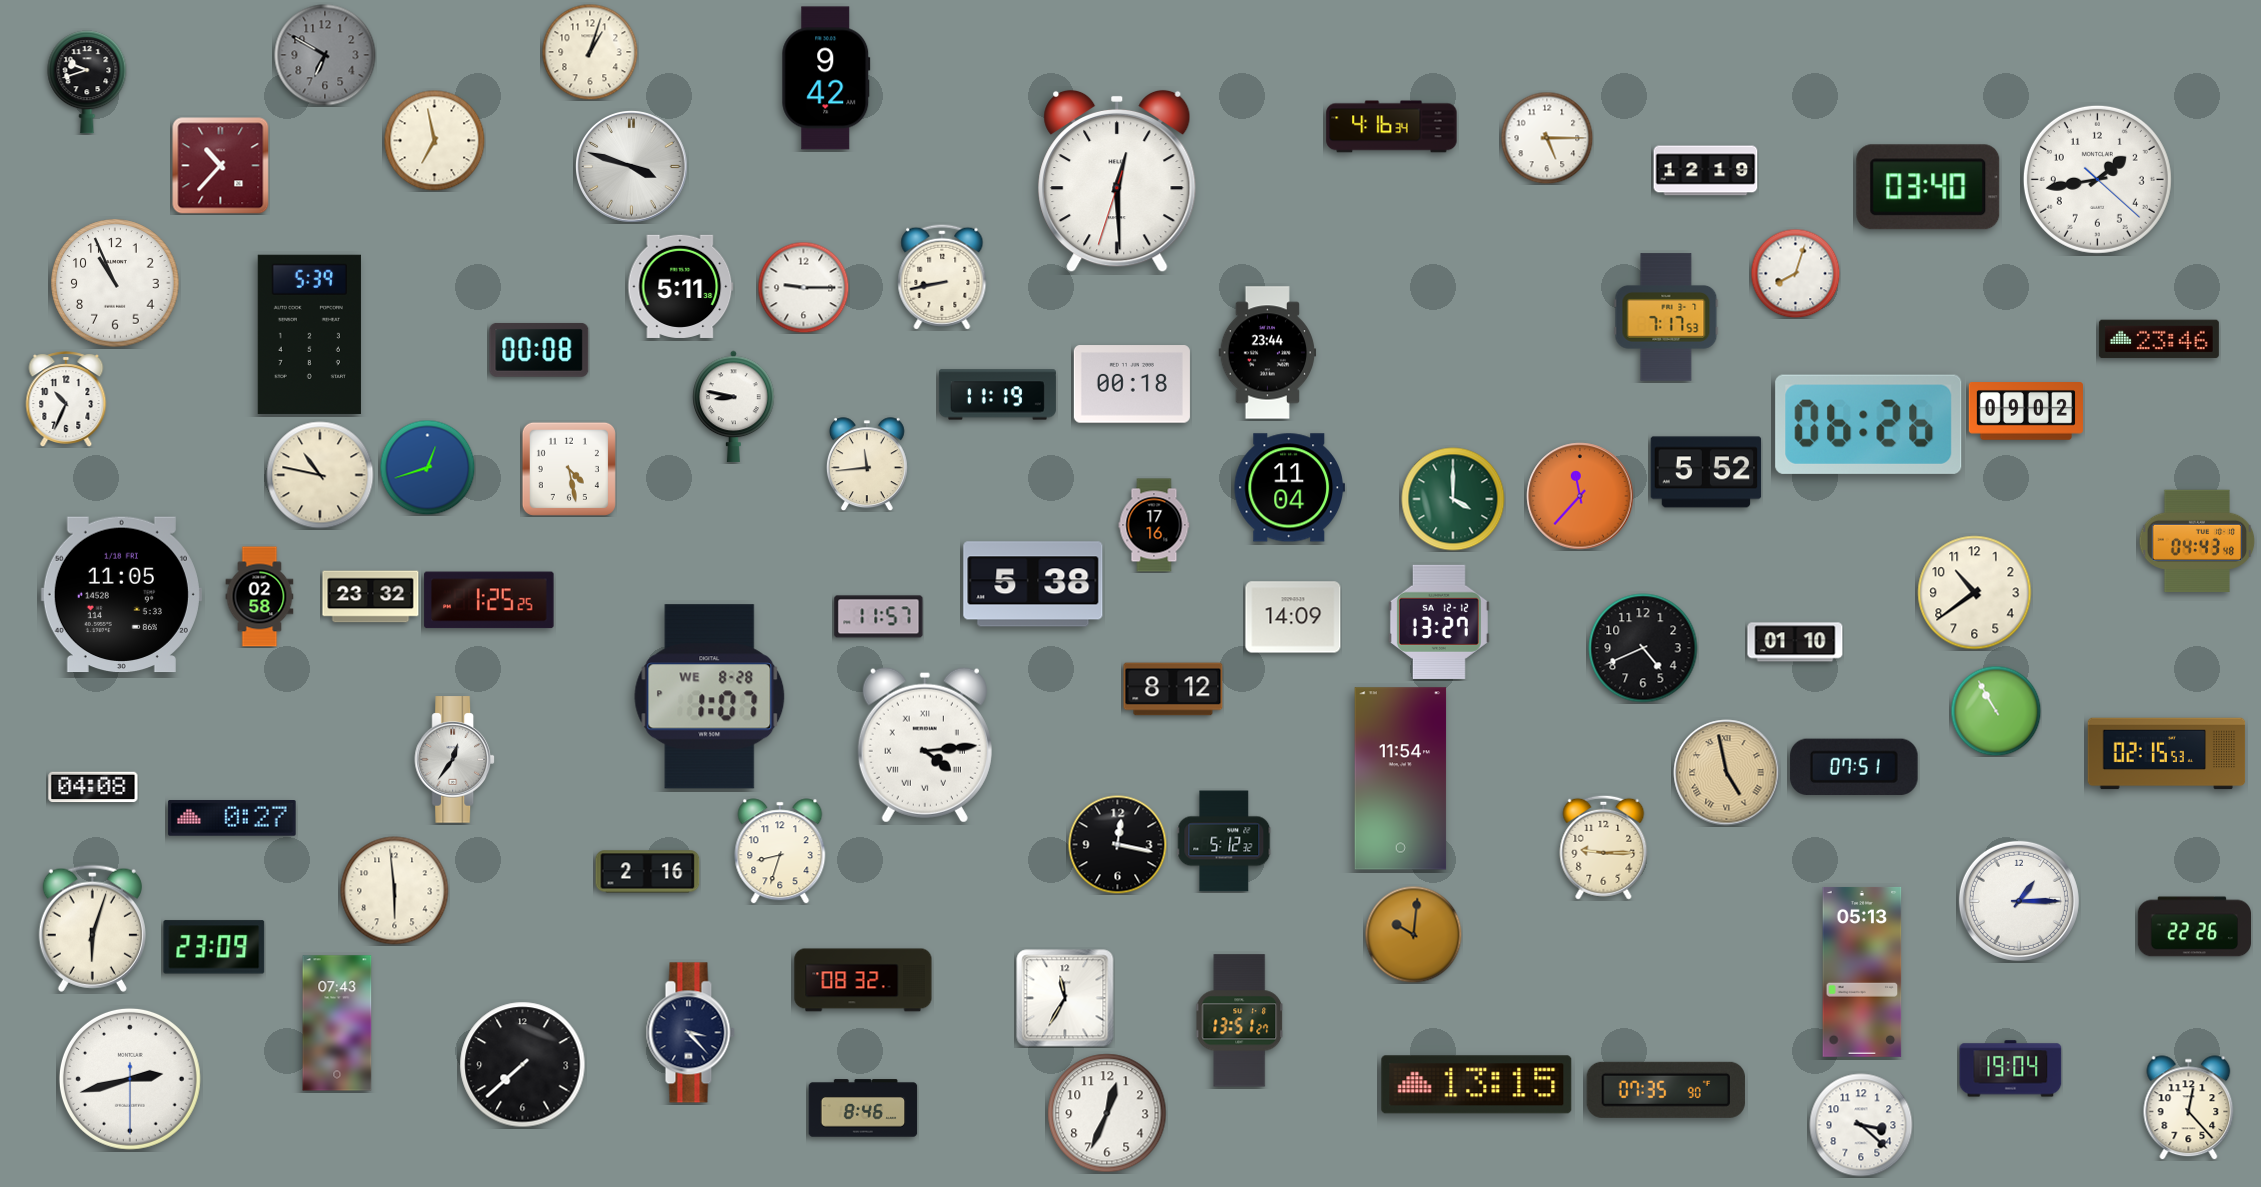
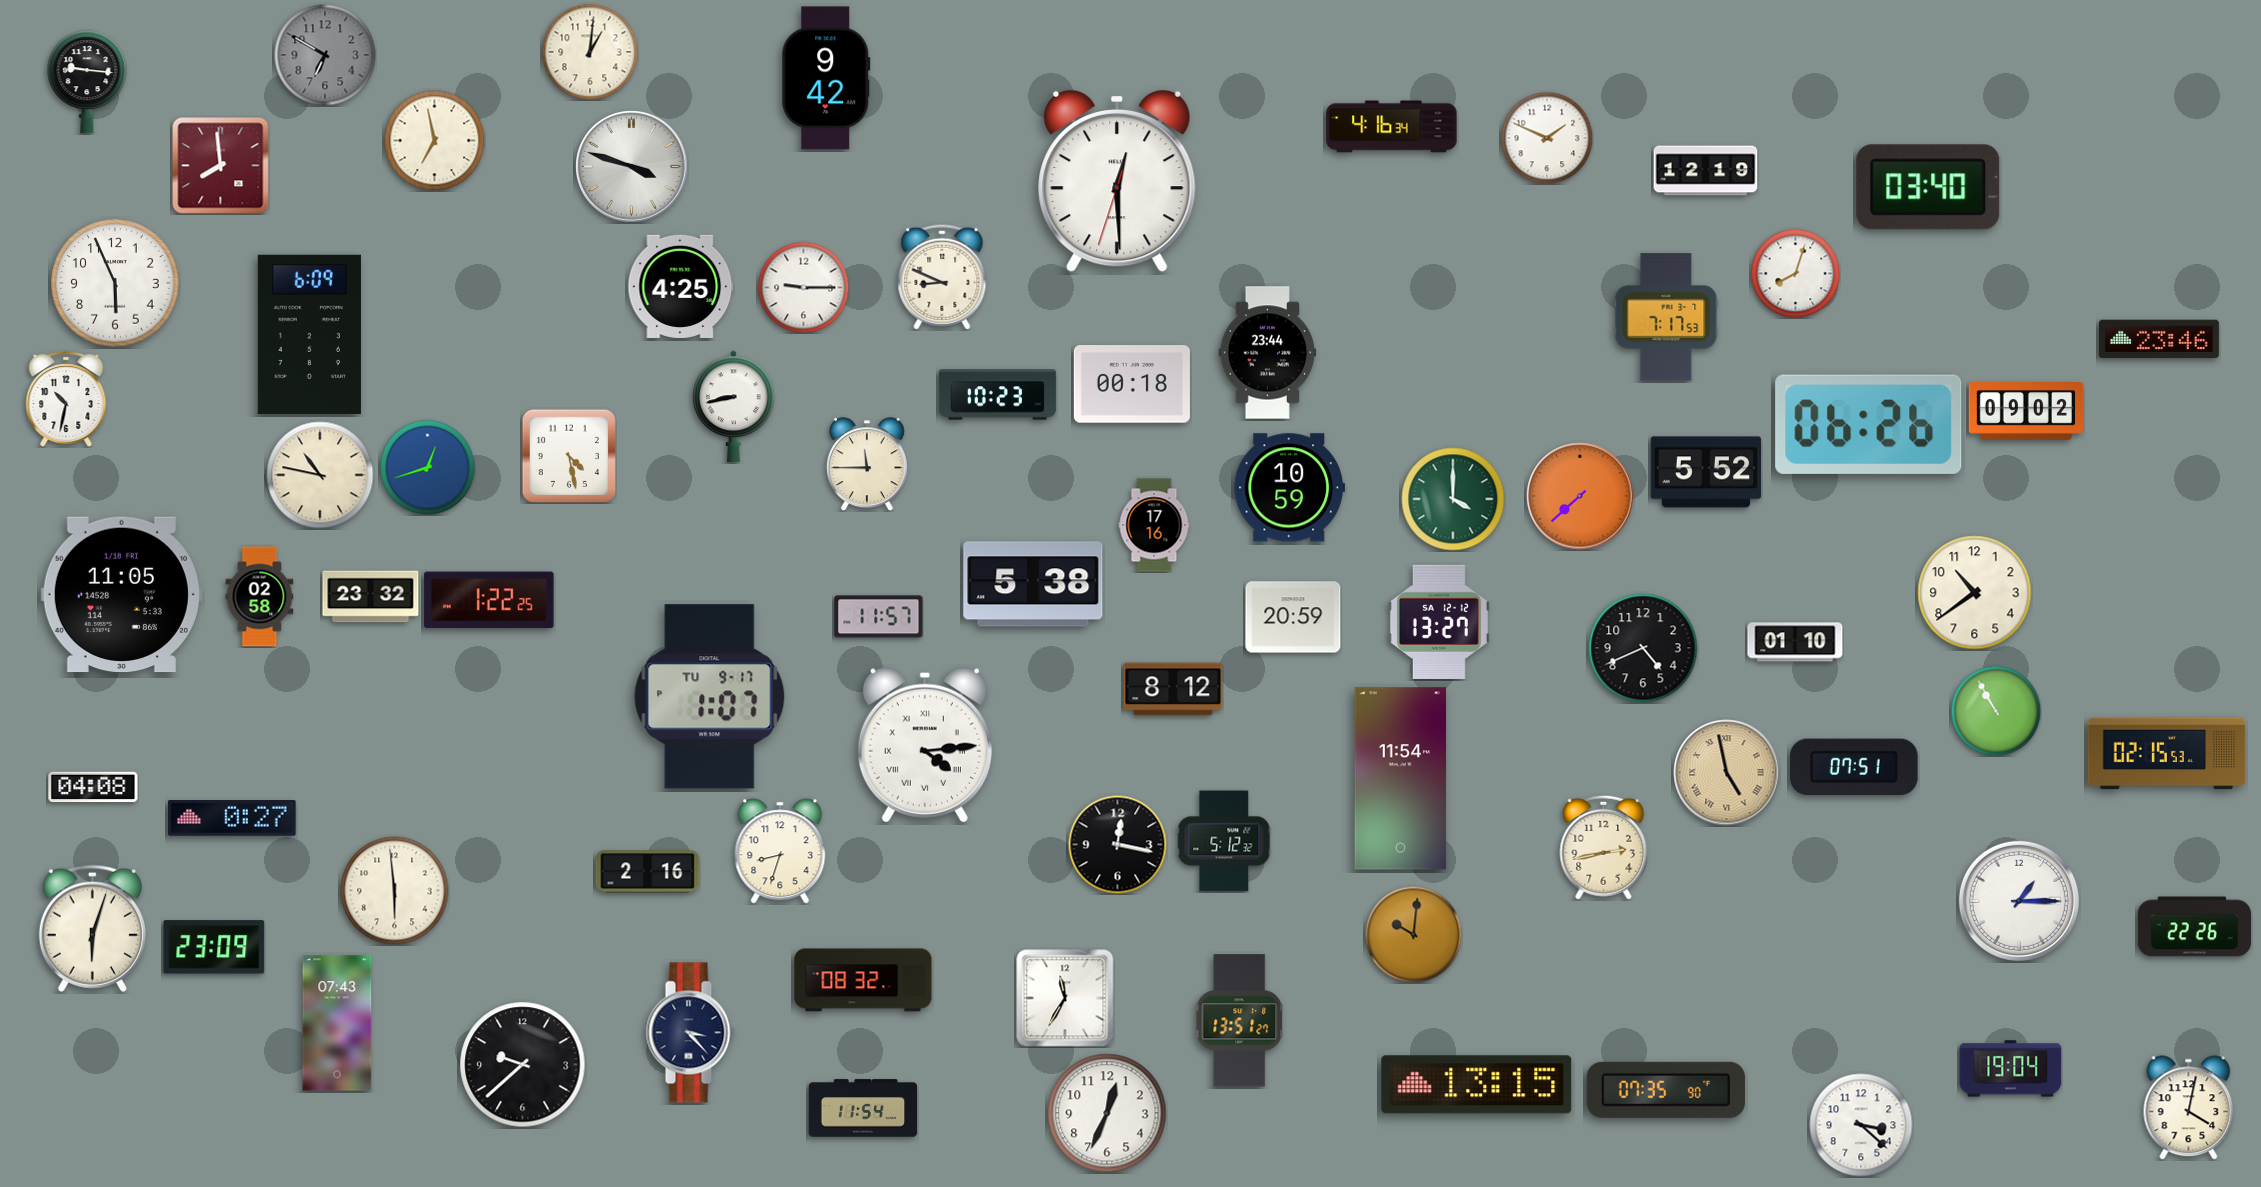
clock at (590, 52): 1:03 -> 1:01
clock at (87, 82): 9:42 -> 9:16
clock at (1547, 138): 5:15 -> 1:49
clock at (221, 166): 10:37 -> 7:59
clock at (2097, 179): 1:43 -> none
clock at (942, 277): 8:43 -> 8:49
clock at (115, 283): 10:56 -> 5:56
clock at (681, 286): 5:11 -> 4:25
clock at (309, 334): 5:39 -> 6:09
clock at (539, 350): 00:08 -> none
clock at (997, 395): 11:19 -> 10:23
clock at (66, 399): 10:34 -> 10:32
clock at (734, 407): 8:47 -> 8:43
clock at (867, 464): 11:44 -> 11:45
clock at (569, 469) position: (569, 469) -> (569, 456)
clock at (1289, 488): 11:04 -> 10:59
clock at (1580, 496): 11:37 -> 7:38
clock at (2197, 541): 04:43 -> none
clock at (489, 600): 1:25 -> 1:22
clock at (1293, 617): 14:09 -> 20:59
clock at (710, 697) date: WE 8-28 -> TU 9-17
clock at (455, 760): 12:36 -> none
clock at (1604, 847): 9:15 -> 2:43
clock at (1862, 972): 05:13 -> none
clock at (523, 1065): 7:38 -> 9:38
clock at (130, 1079): 2:42 -> none
clock at (863, 1108): 8:46 -> 11:54
clock at (2189, 1108): 12:23 -> 4:02
